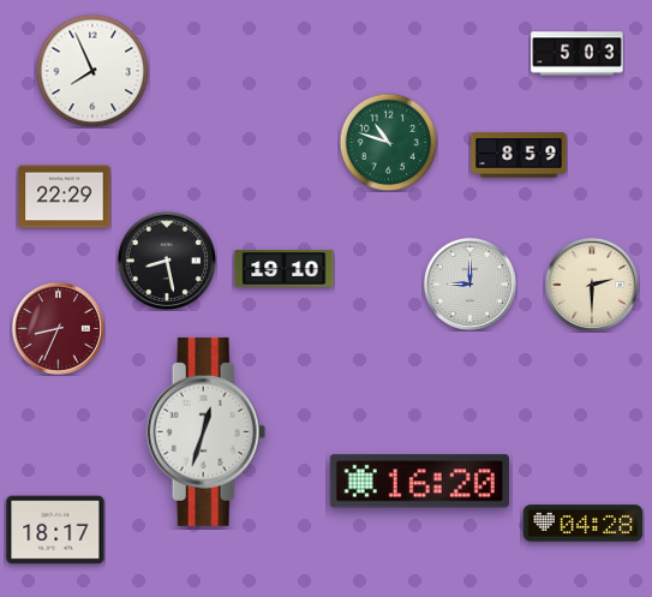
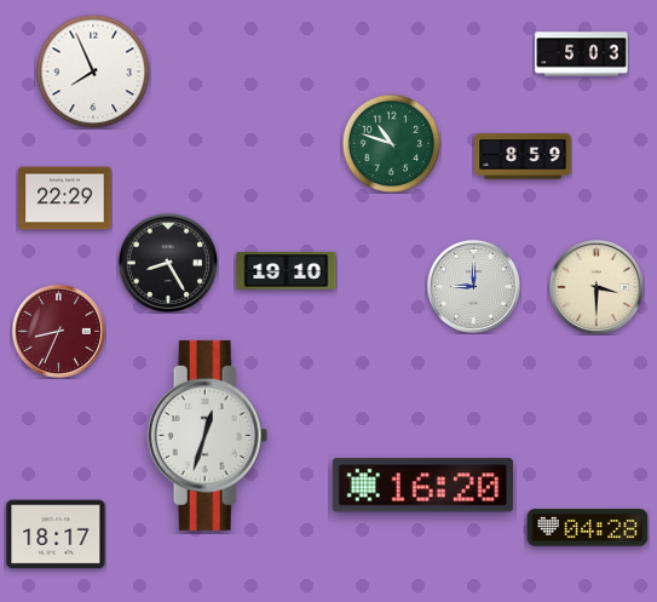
clock at (166, 259): 8:28 -> 8:25
clock at (592, 285): 2:30 -> 3:30
